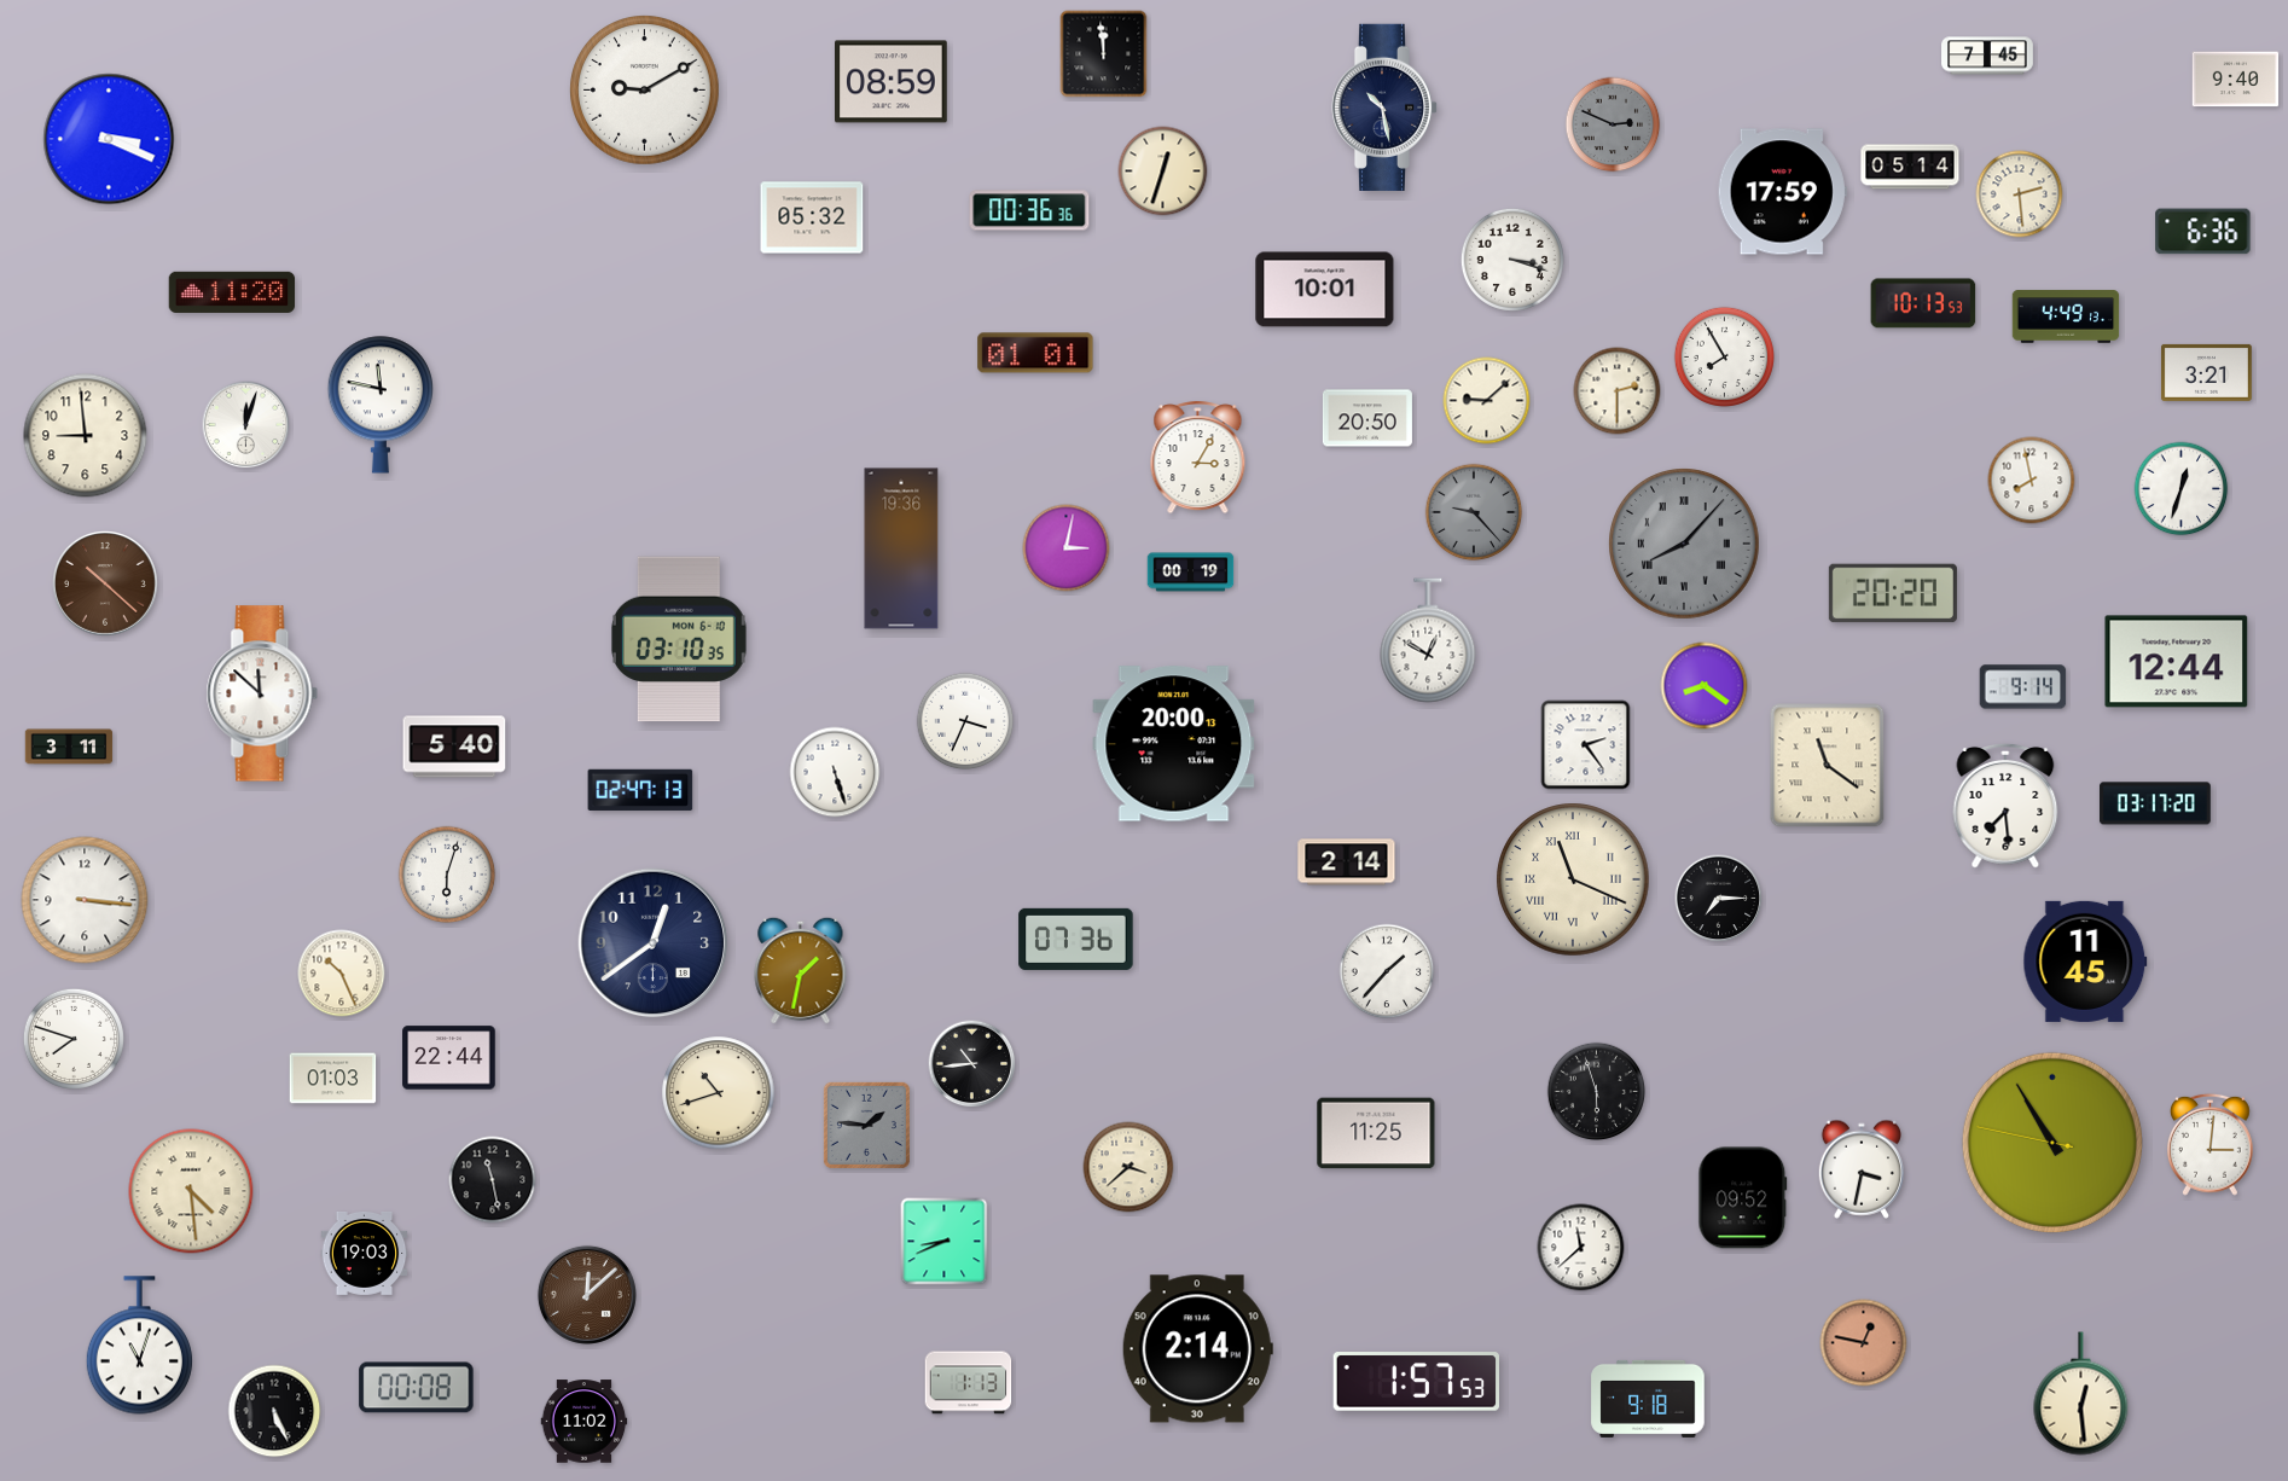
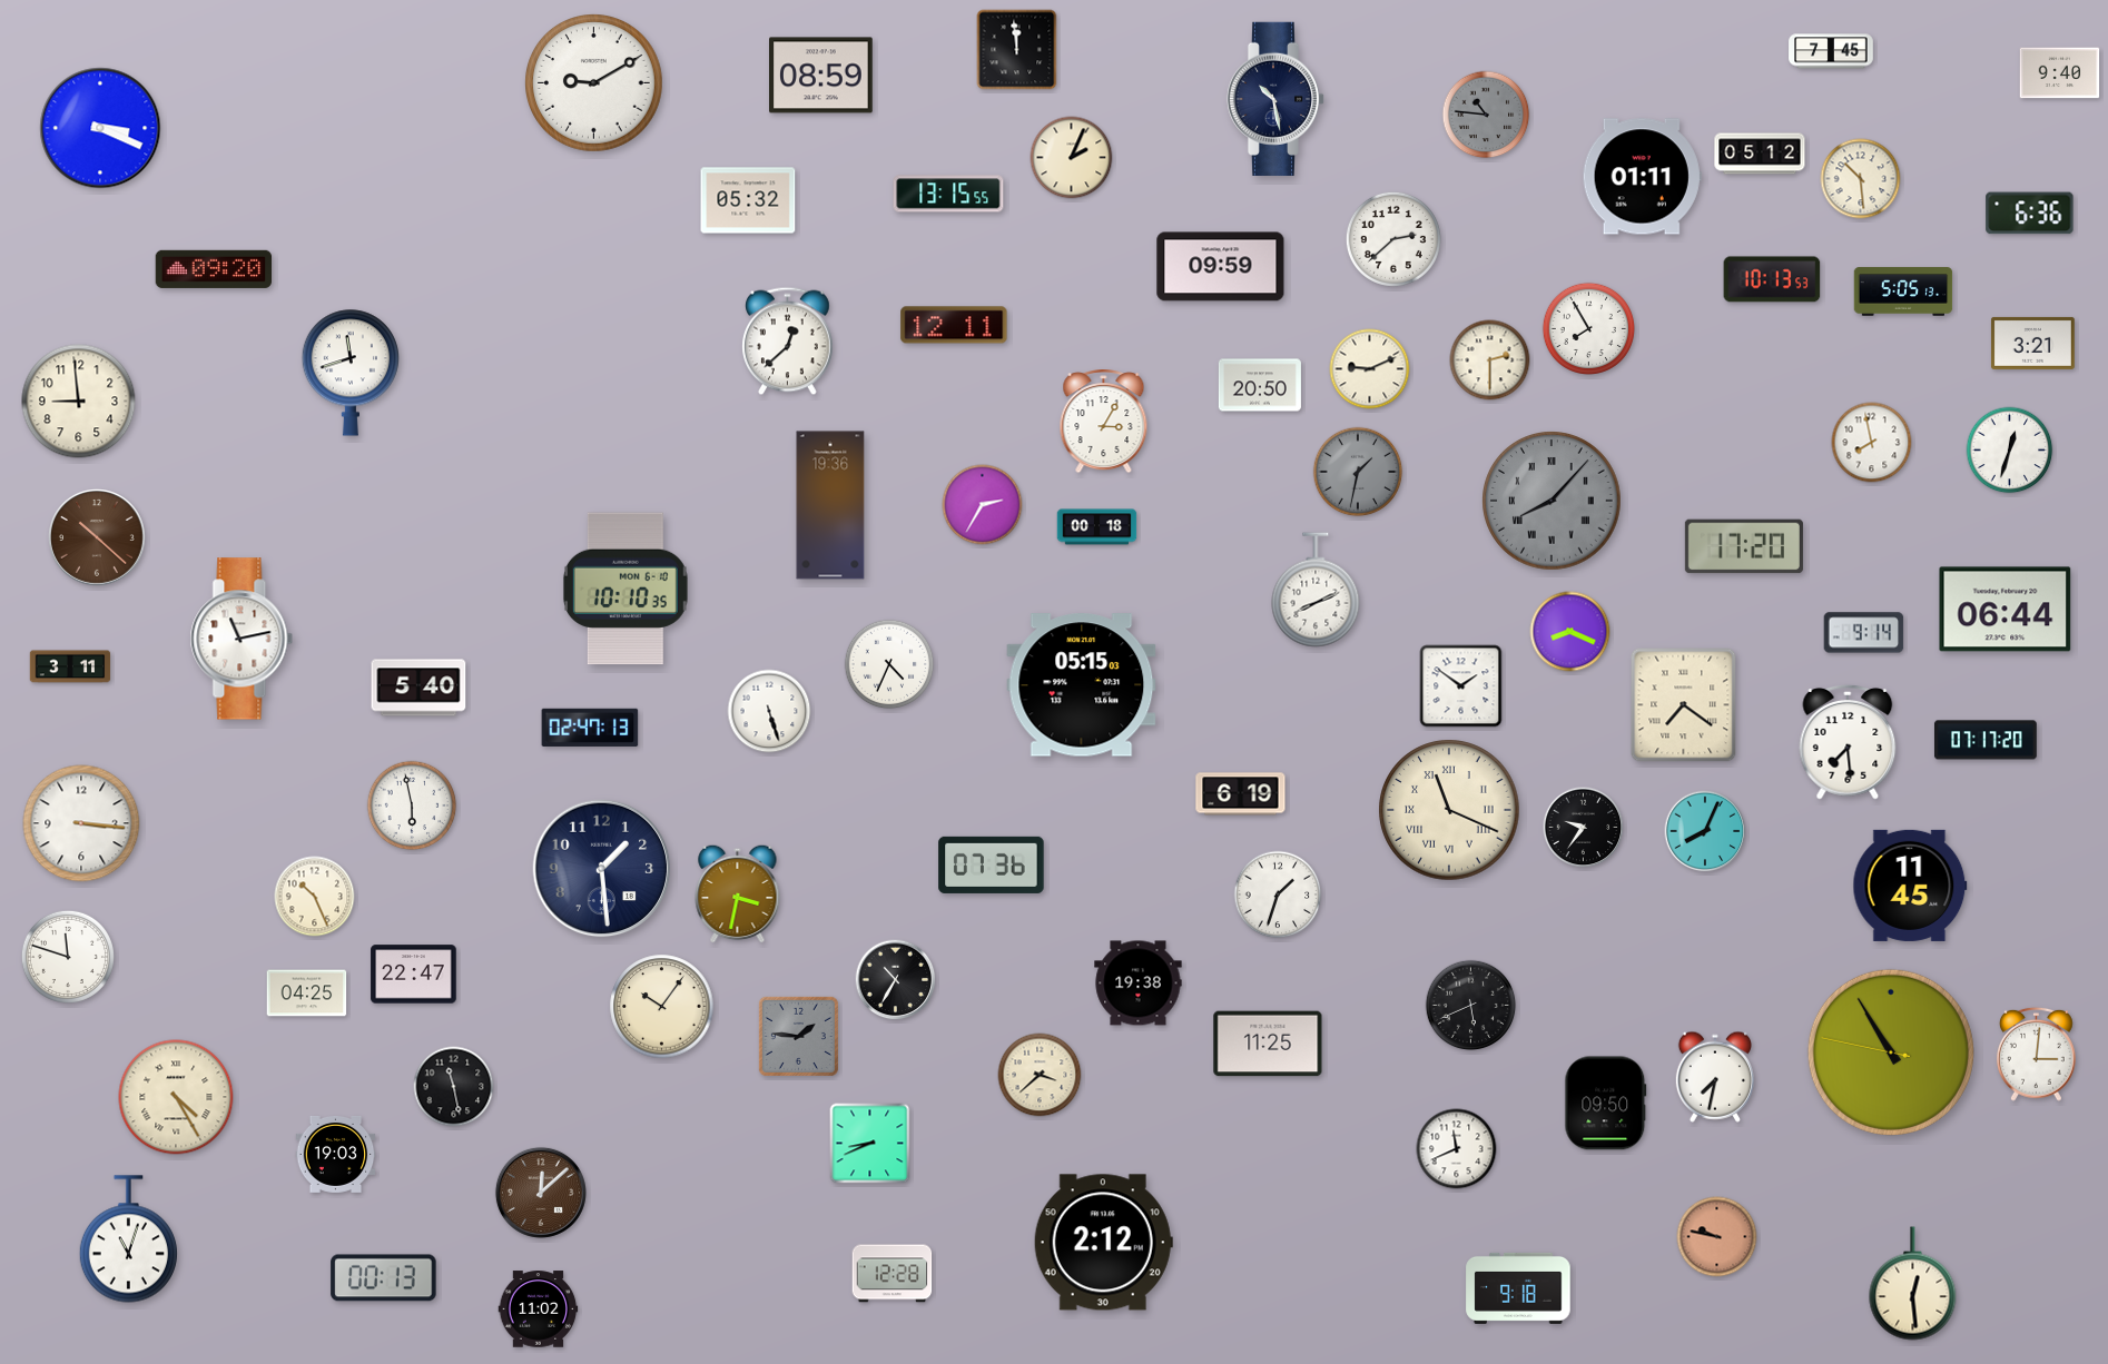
clock at (1613, 124): 2:49 -> 10:46
clock at (1910, 167): 05:14 -> 05:12
clock at (1163, 172): 12:33 -> 2:04
clock at (1782, 192): 17:59 -> 01:11
clock at (2020, 194): 2:29 -> 10:29
clock at (1029, 210): 00:36 -> 13:15
clock at (1512, 260): 3:18 -> 2:38
clock at (1325, 290): 10:01 -> 09:59
clock at (232, 292): 11:20 -> 09:20
clock at (2066, 316): 4:49 -> 5:05
clock at (1035, 353): 01:01 -> 12:11
clock at (788, 342): none -> 12:38
clock at (1487, 401): 9:08 -> 9:11
clock at (379, 405): 11:47 -> 11:42
clock at (246, 425): 12:03 -> none
clock at (1474, 512): 9:23 -> 1:32
clock at (1067, 548): 3:02 -> 2:35
clock at (1191, 573): 00:19 -> 00:18
clock at (1893, 593): 20:20 -> 17:20
clock at (679, 639): 03:10 -> 10:10
clock at (1428, 640): 12:50 -> 8:11
clock at (2177, 662): 12:44 -> 06:44
clock at (1705, 686): 8:21 -> 8:19
clock at (262, 693): 11:52 -> 11:13
clock at (965, 721): 3:34 -> 4:34
clock at (1174, 744): 20:00 -> 05:15
clock at (1586, 745): 2:24 -> 1:51
clock at (69, 747) position: (69, 747) -> (70, 666)
clock at (1828, 766): 11:21 -> 7:21
clock at (2155, 803): 03:17 -> 07:17
clock at (1347, 863): 2:14 -> 6:19
clock at (447, 875): 6:03 -> 5:58
clock at (1719, 899): 7:15 -> 9:36
clock at (85, 900) position: (85, 900) -> (81, 823)
clock at (1705, 831): none -> 8:04
clock at (654, 943): 12:39 -> 1:29
clock at (2085, 962) position: (2085, 962) -> (1910, 886)
clock at (801, 970): 1:32 -> 3:32
clock at (1387, 971): 1:37 -> 1:33
clock at (74, 1039): 7:48 -> 11:48
clock at (449, 1058): 22:44 -> 22:47
clock at (972, 1064): 10:44 -> 10:35
clock at (1139, 984): none -> 19:38
clock at (333, 1079): 01:03 -> 04:25
clock at (1597, 1092): 5:57 -> 5:41
clock at (719, 1093): 10:42 -> 10:06
clock at (1862, 1169): 3:32 -> 7:32
clock at (191, 1191): 4:29 -> 4:25
clock at (1743, 1198): 09:52 -> 09:50
clock at (1581, 1248): 11:38 -> 11:41
clock at (1864, 1343): 12:47 -> 9:47
clock at (1197, 1349): 2:14 -> 2:12
clock at (1416, 1382): 1:57 -> none
clock at (969, 1383): 1:13 -> 12:28
clock at (417, 1388): 00:08 -> 00:13
clock at (2081, 1394) position: (2081, 1394) -> (1913, 1284)
clock at (274, 1411): 5:26 -> none
